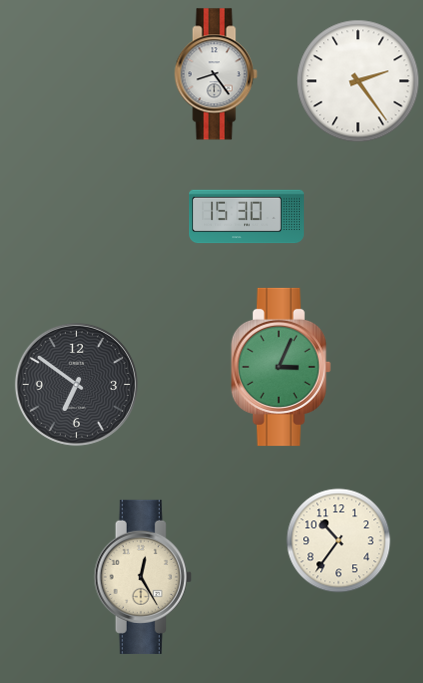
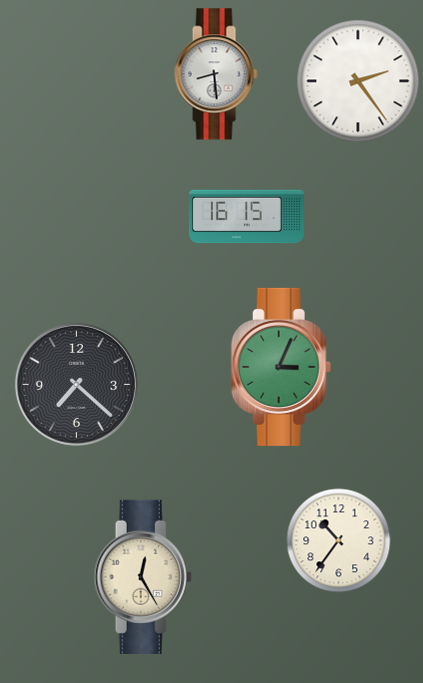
clock at (216, 74): 8:24 -> 8:29
clock at (246, 217): 15:30 -> 16:15
clock at (76, 384): 6:51 -> 7:22
